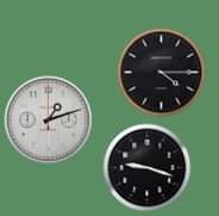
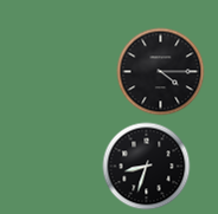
clock at (49, 121): 1:12 -> none
clock at (148, 168): 9:18 -> 8:33
